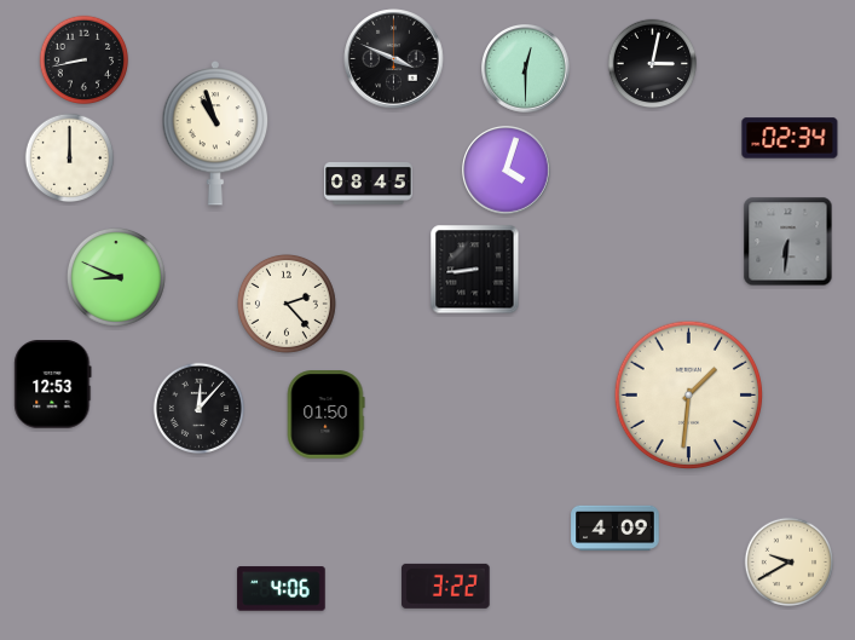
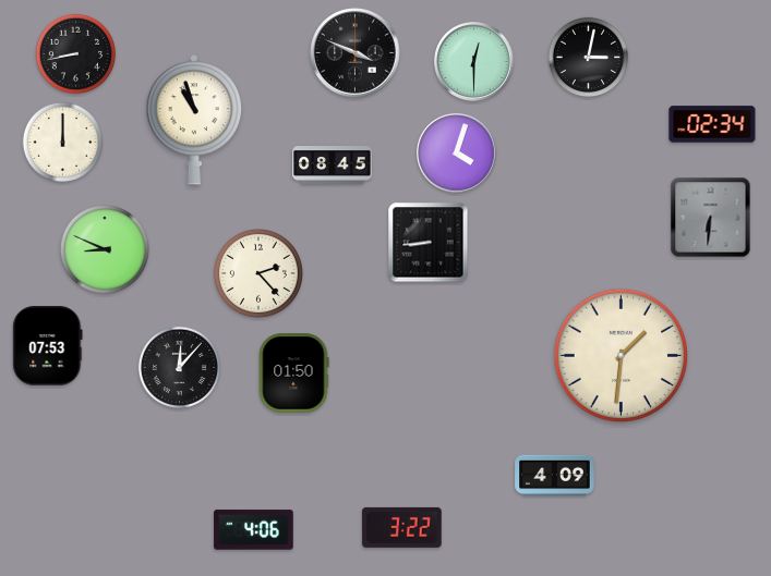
clock at (53, 385): 12:53 -> 07:53
clock at (790, 563): 9:40 -> none
